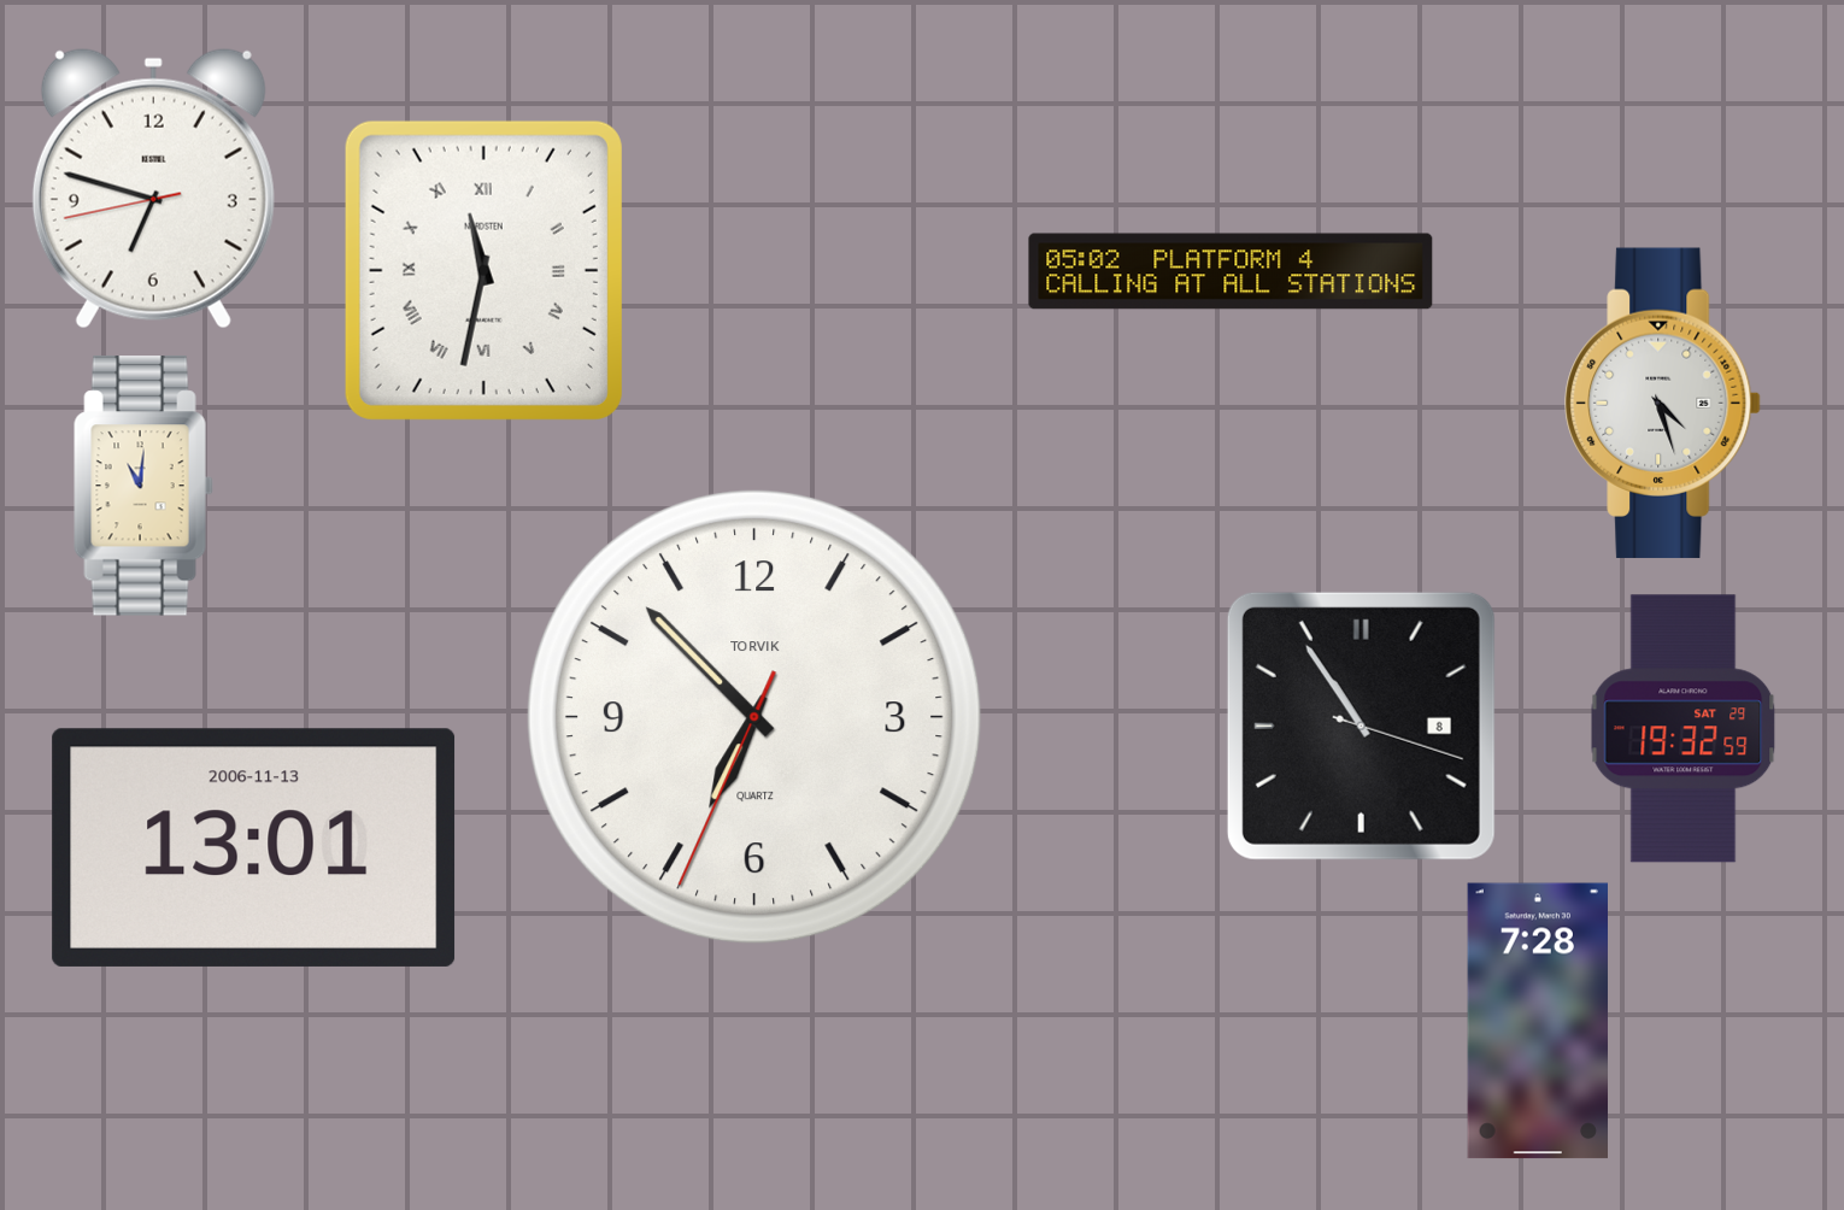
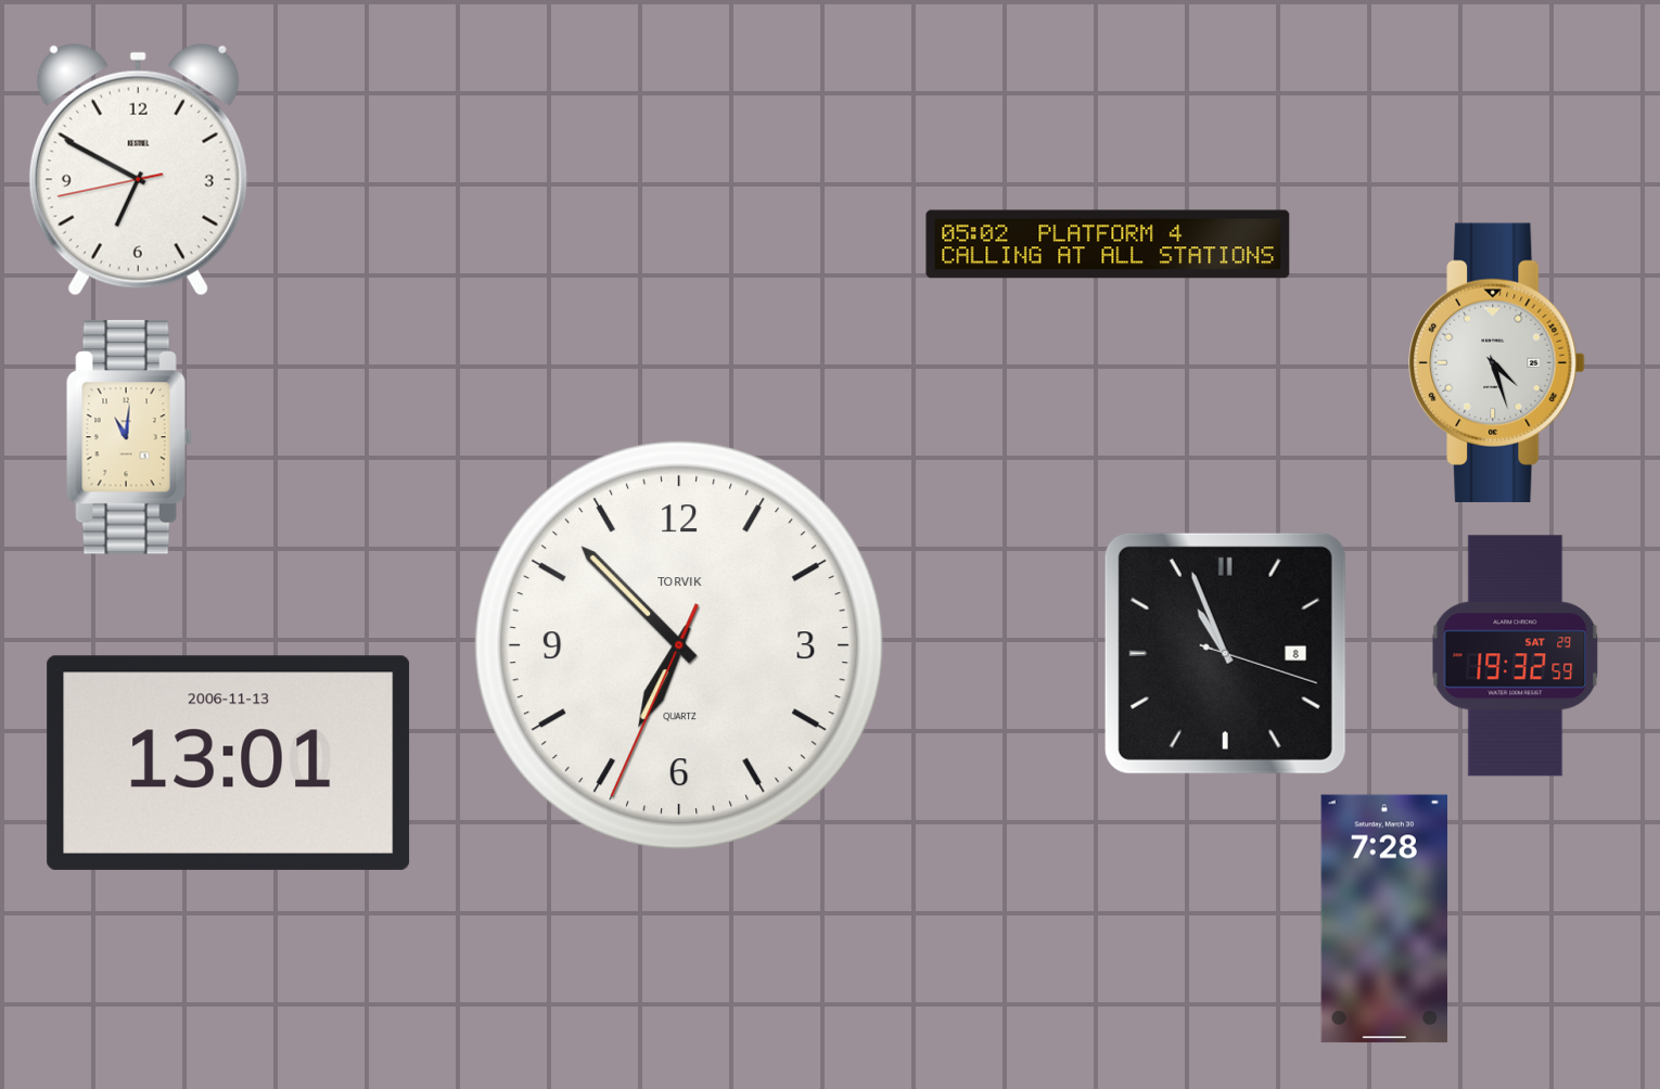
clock at (153, 188): 6:47 -> 6:49
clock at (483, 270): 11:32 -> none
clock at (1361, 726): 10:54 -> 10:56
